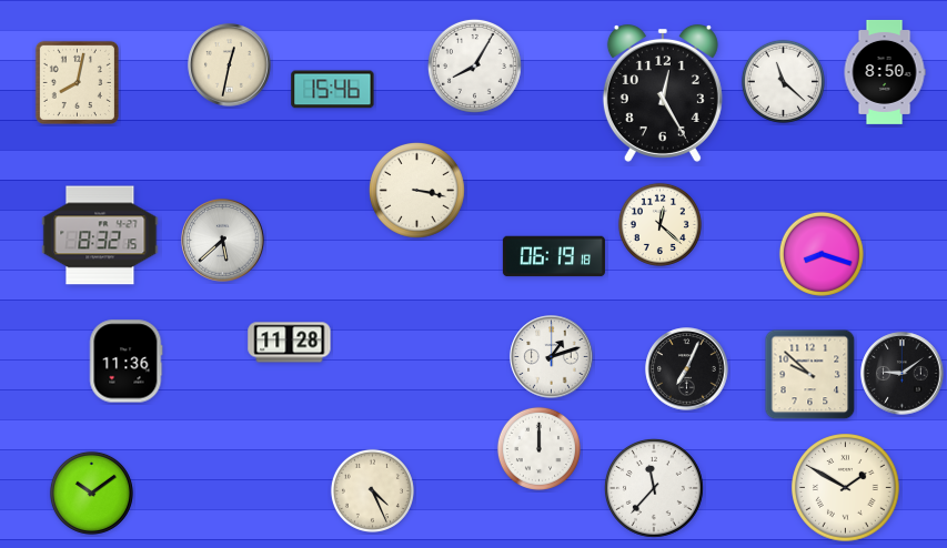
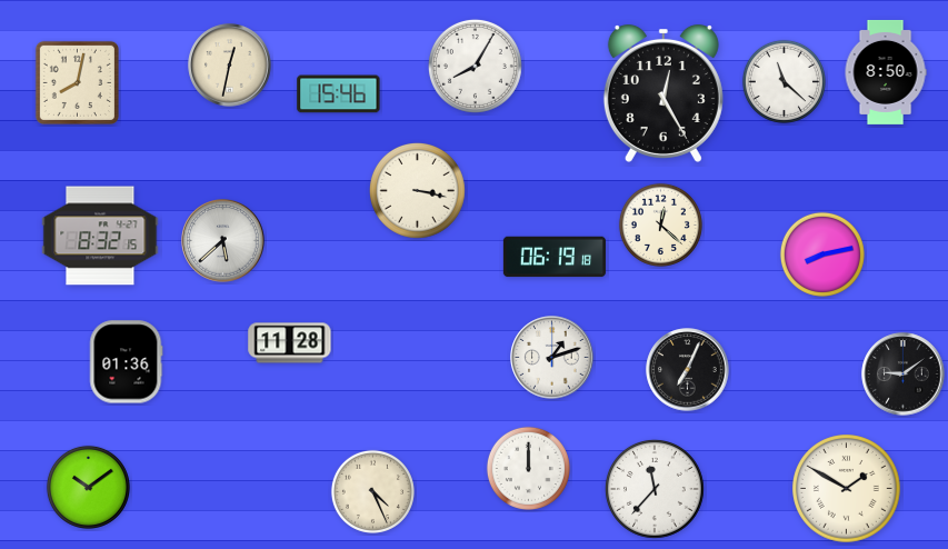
clock at (333, 90) position: (333, 90) -> (339, 94)
clock at (822, 254): 8:18 -> 8:13
clock at (125, 362): 11:36 -> 01:36
clock at (810, 375): 9:52 -> none
clock at (538, 448) position: (538, 448) -> (528, 468)
clock at (91, 493) position: (91, 493) -> (88, 487)
